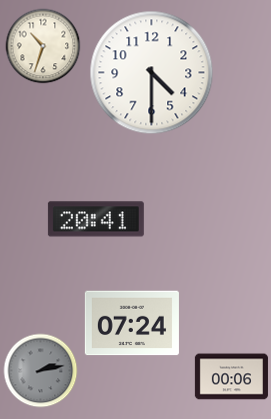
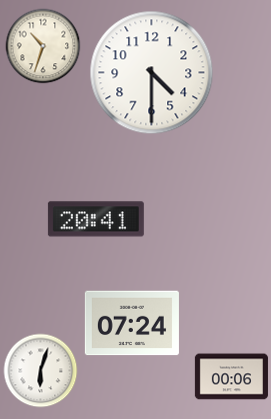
clock at (41, 371): 2:13 -> 6:03
clock at (41, 371) dial: grey -> white
